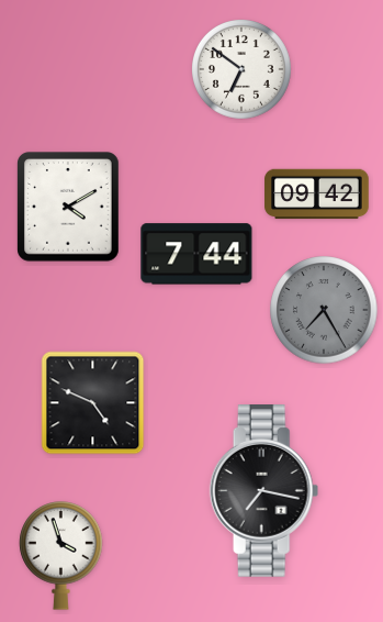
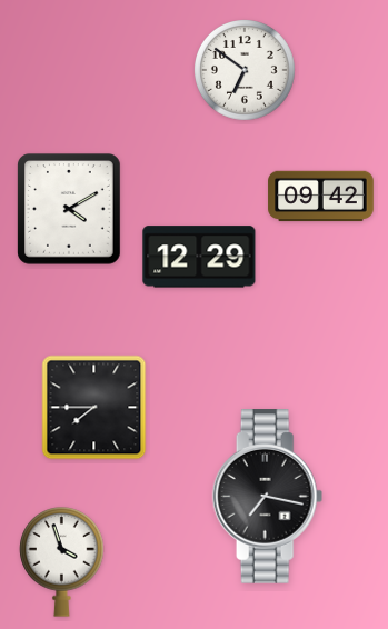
clock at (196, 254): 7:44 -> 12:29
clock at (324, 310): 7:25 -> none
clock at (93, 403): 4:49 -> 7:45
